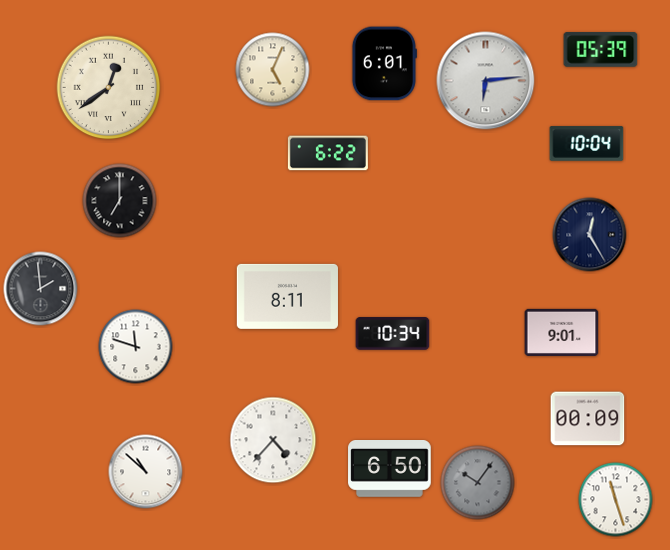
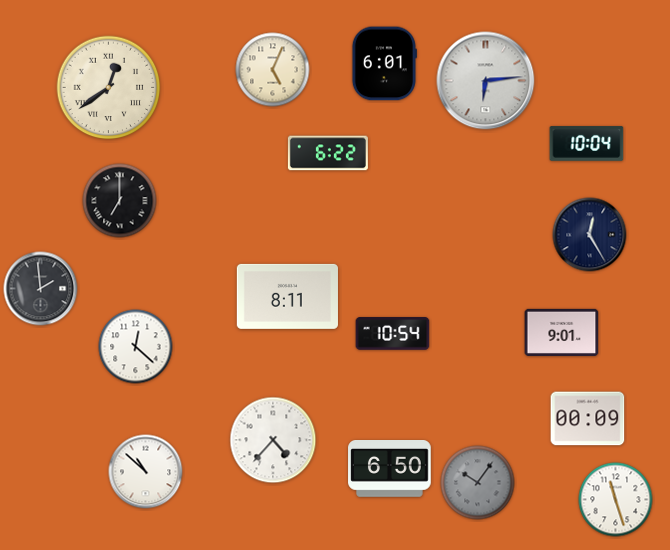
clock at (601, 50): 05:39 -> none
clock at (393, 334): 10:34 -> 10:54
clock at (136, 347): 11:48 -> 12:22
